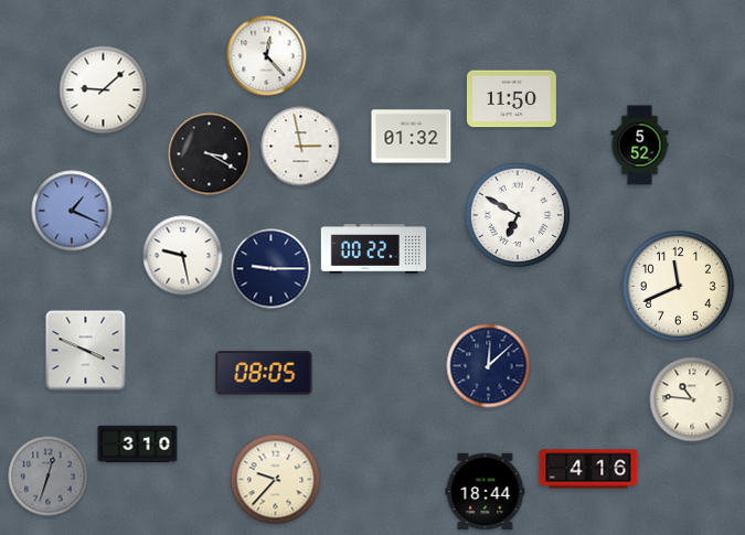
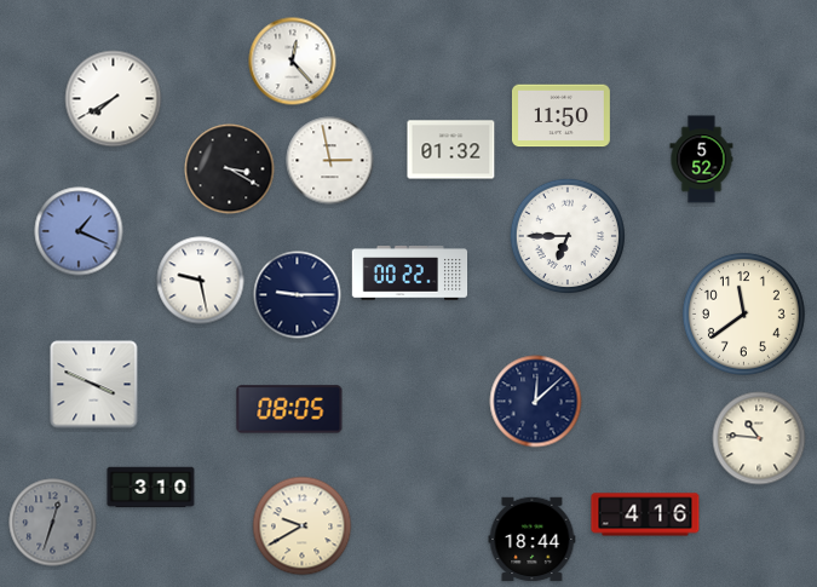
clock at (104, 90): 9:08 -> 7:40
clock at (511, 99) position: (511, 99) -> (560, 116)
clock at (517, 214): 6:50 -> 6:45
clock at (678, 286): 11:41 -> 11:39
clock at (276, 480): 9:37 -> 9:40
